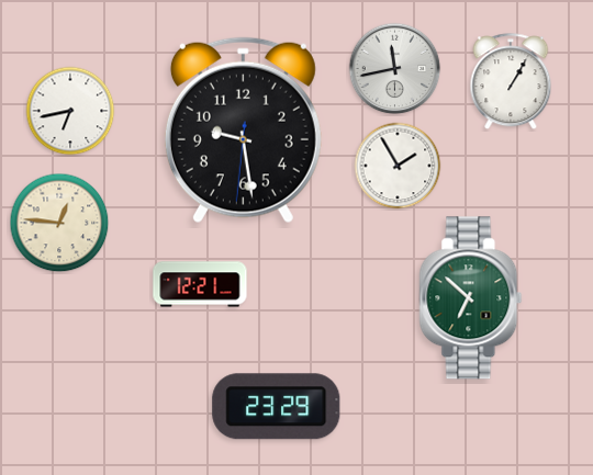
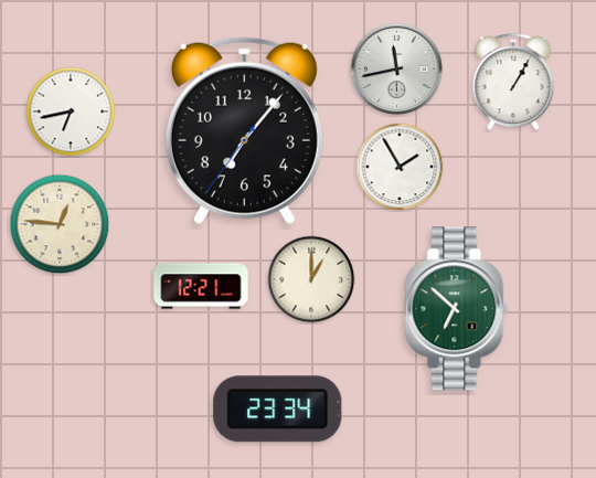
clock at (243, 131): 9:28 -> 7:06
clock at (311, 279): none -> 1:00
clock at (471, 298) position: (471, 298) -> (457, 309)
clock at (277, 407): 23:29 -> 23:34
